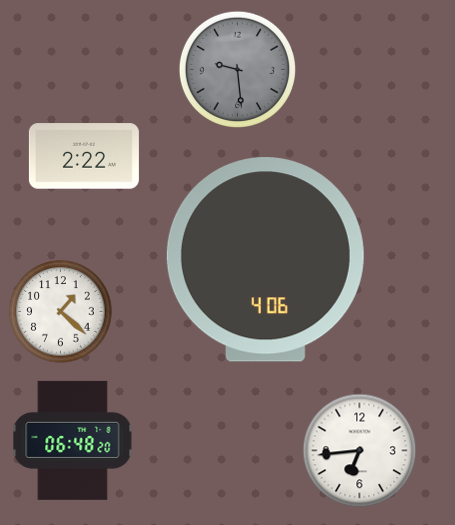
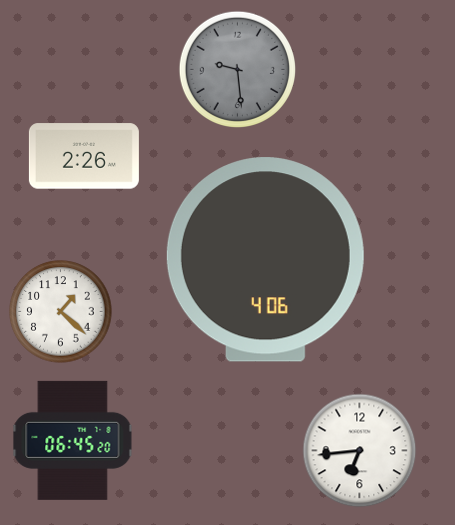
clock at (84, 156): 2:22 -> 2:26
clock at (73, 440): 06:48 -> 06:45
